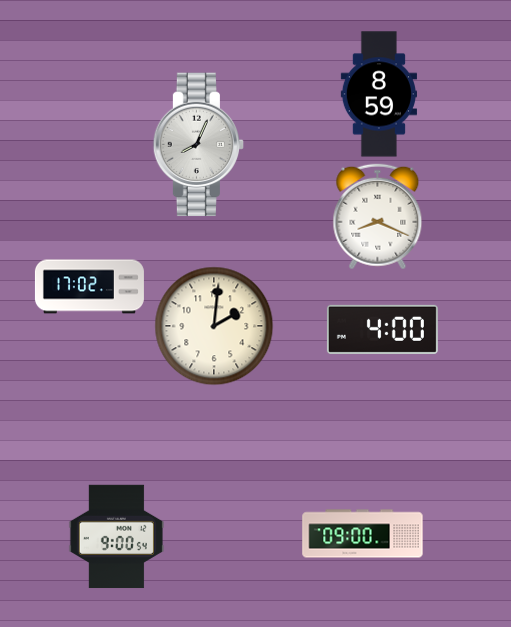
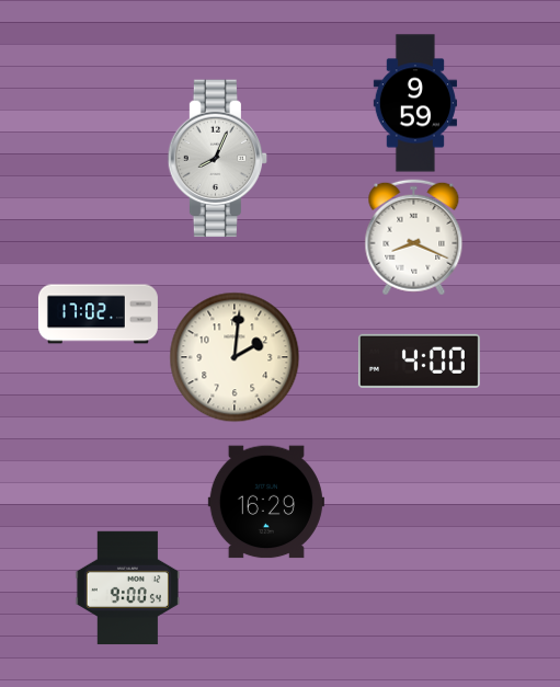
clock at (378, 94): 8:59 -> 9:59
clock at (266, 502): none -> 16:29
clock at (363, 534): 09:00 -> none
